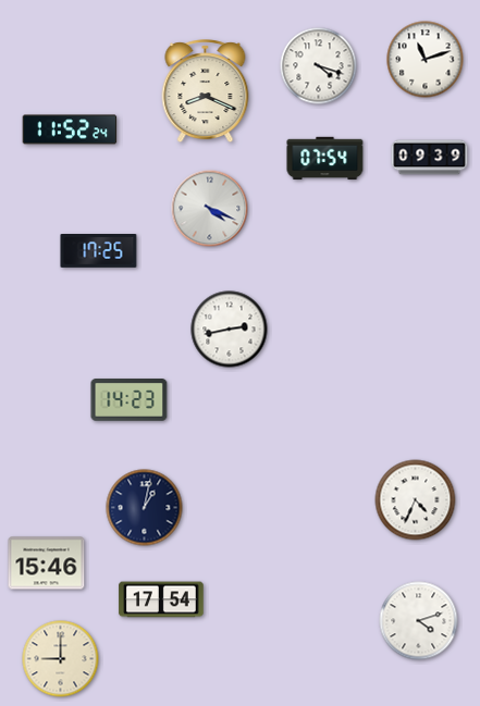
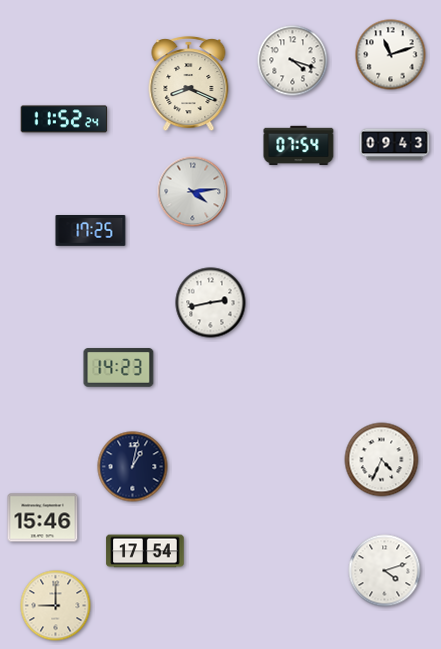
clock at (430, 158): 09:39 -> 09:43
clock at (210, 209): 4:19 -> 4:14
clock at (161, 599) position: (161, 599) -> (145, 551)
